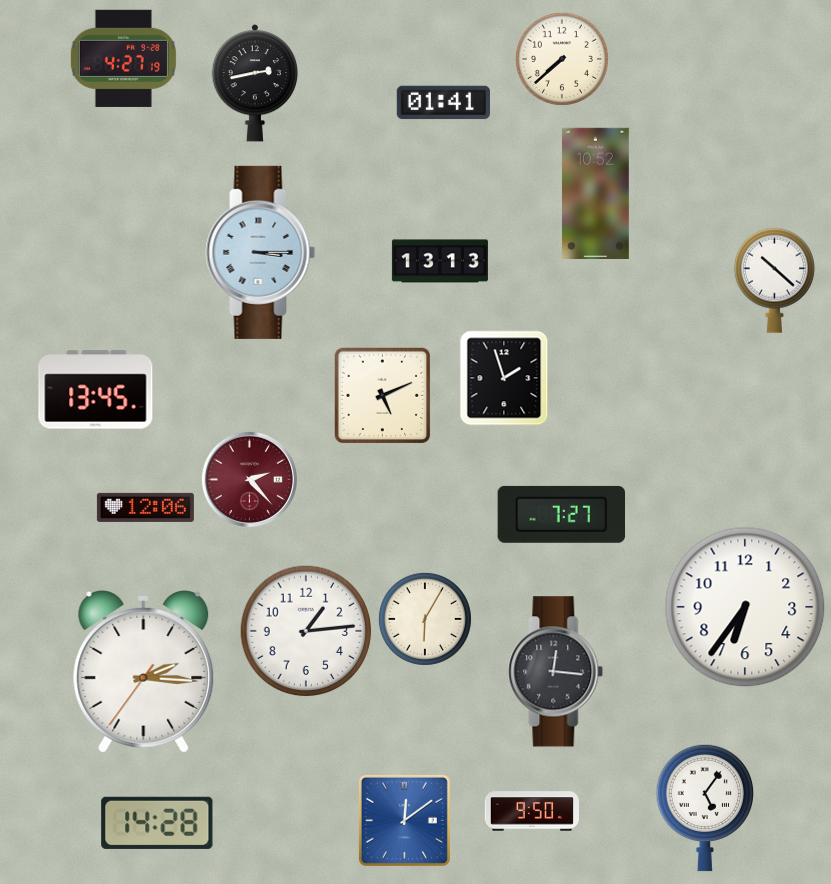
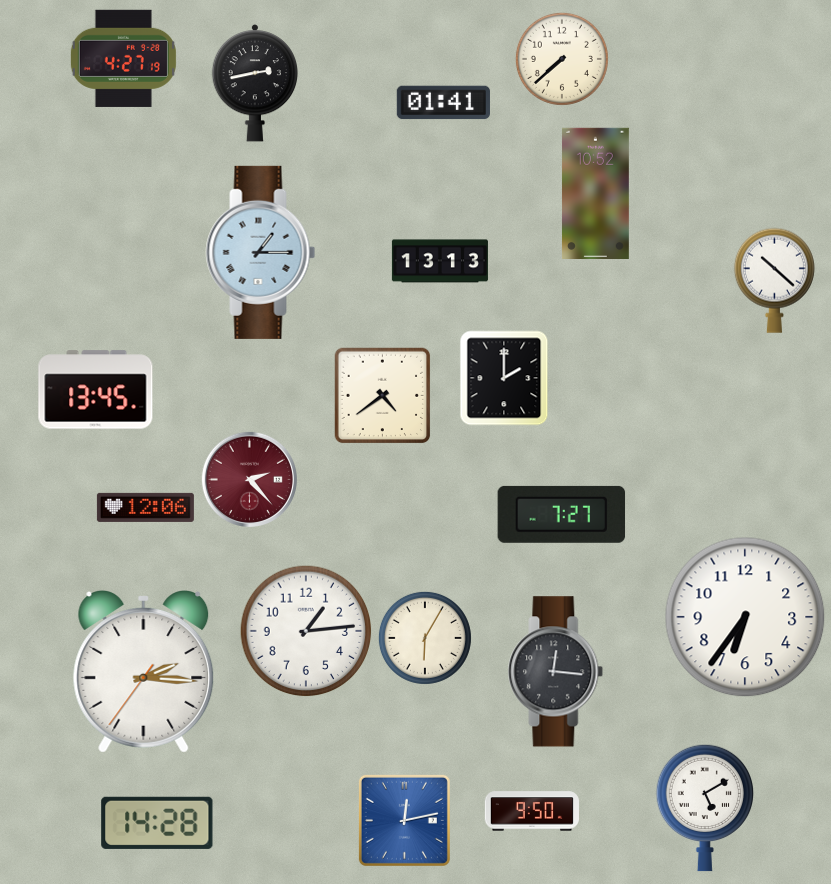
clock at (261, 252): 3:15 -> 1:15
clock at (504, 378): 1:57 -> 2:00
clock at (383, 396): 5:11 -> 4:39
clock at (745, 607) position: (745, 607) -> (745, 617)
clock at (425, 619) position: (425, 619) -> (425, 638)
clock at (704, 808): 5:06 -> 5:10
clock at (404, 820): 12:09 -> 12:13
